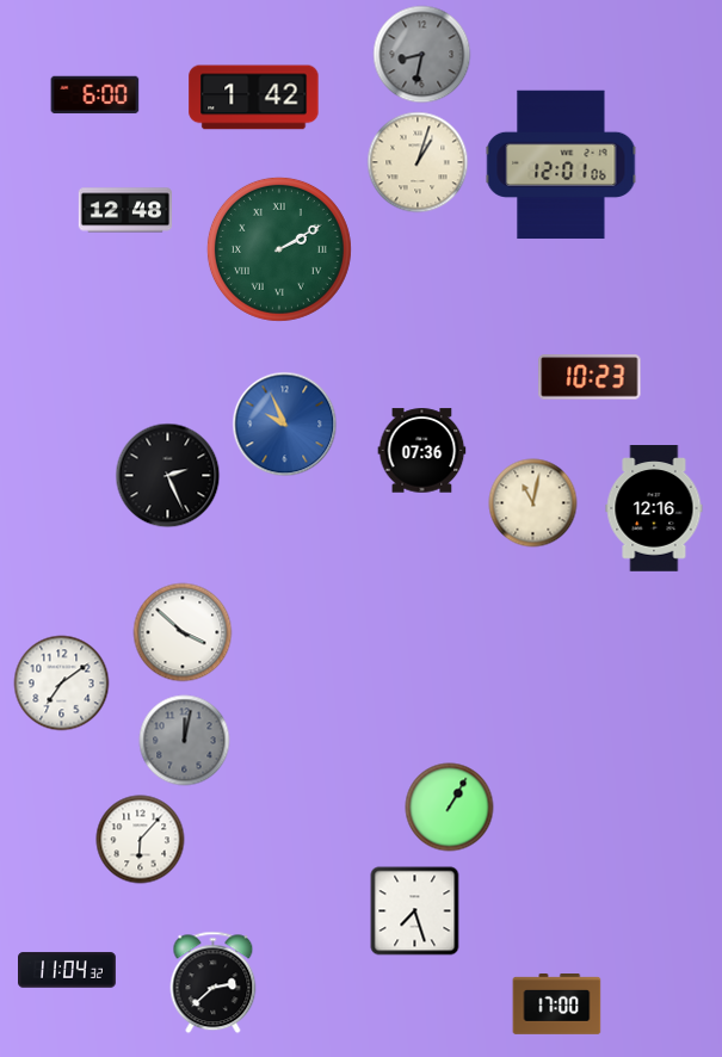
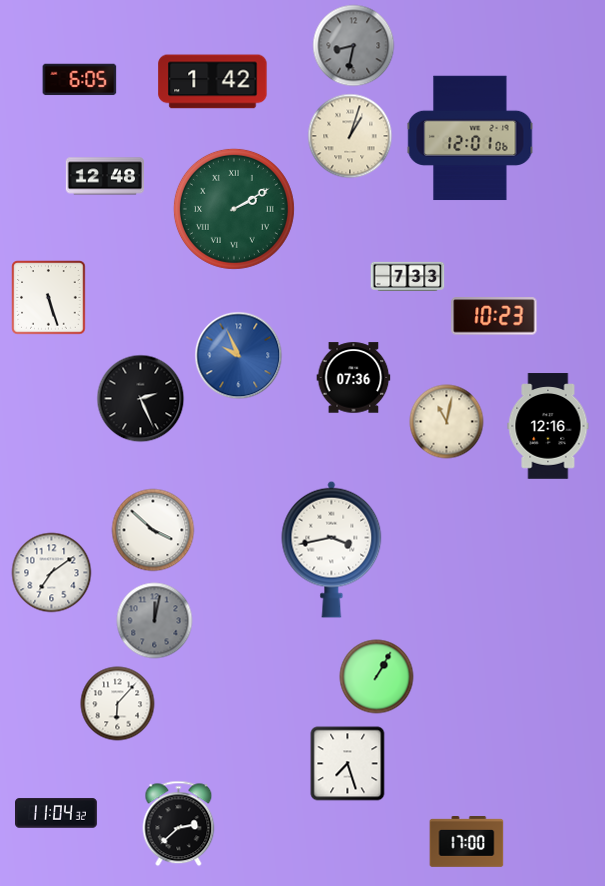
clock at (95, 95): 6:00 -> 6:05
clock at (408, 276): none -> 7:33
clock at (49, 298): none -> 5:27
clock at (332, 549): none -> 3:43
